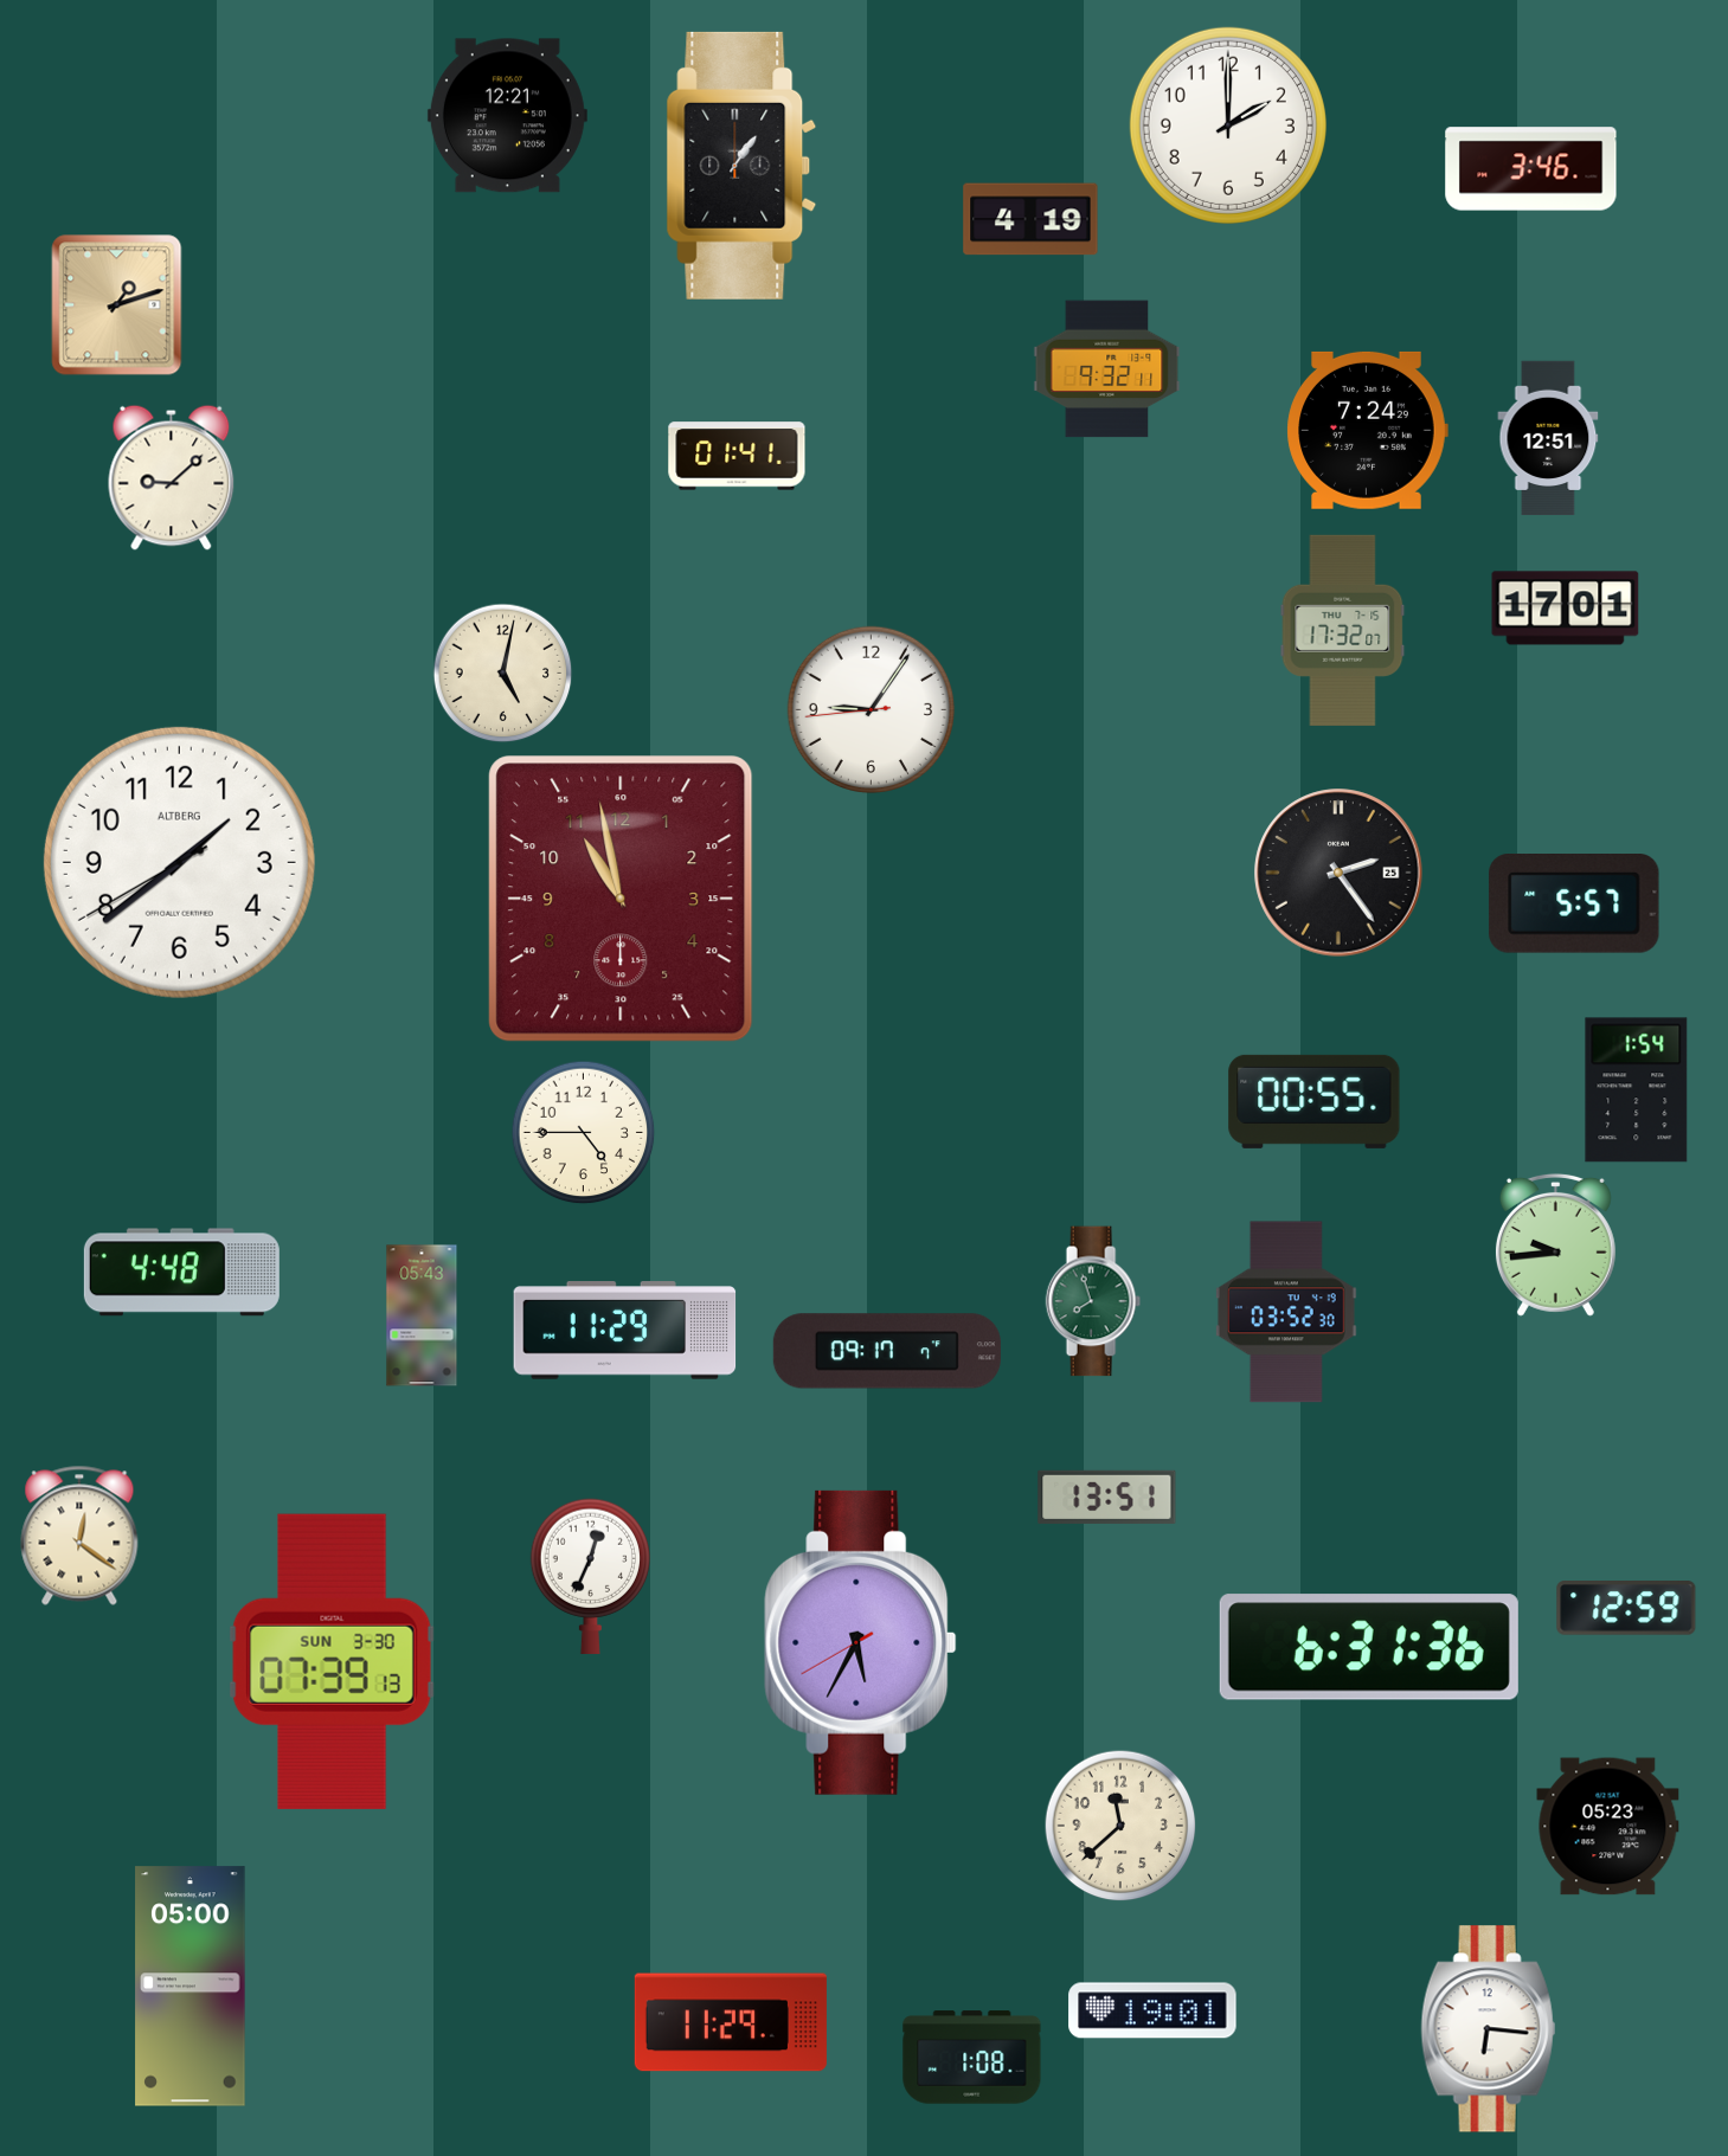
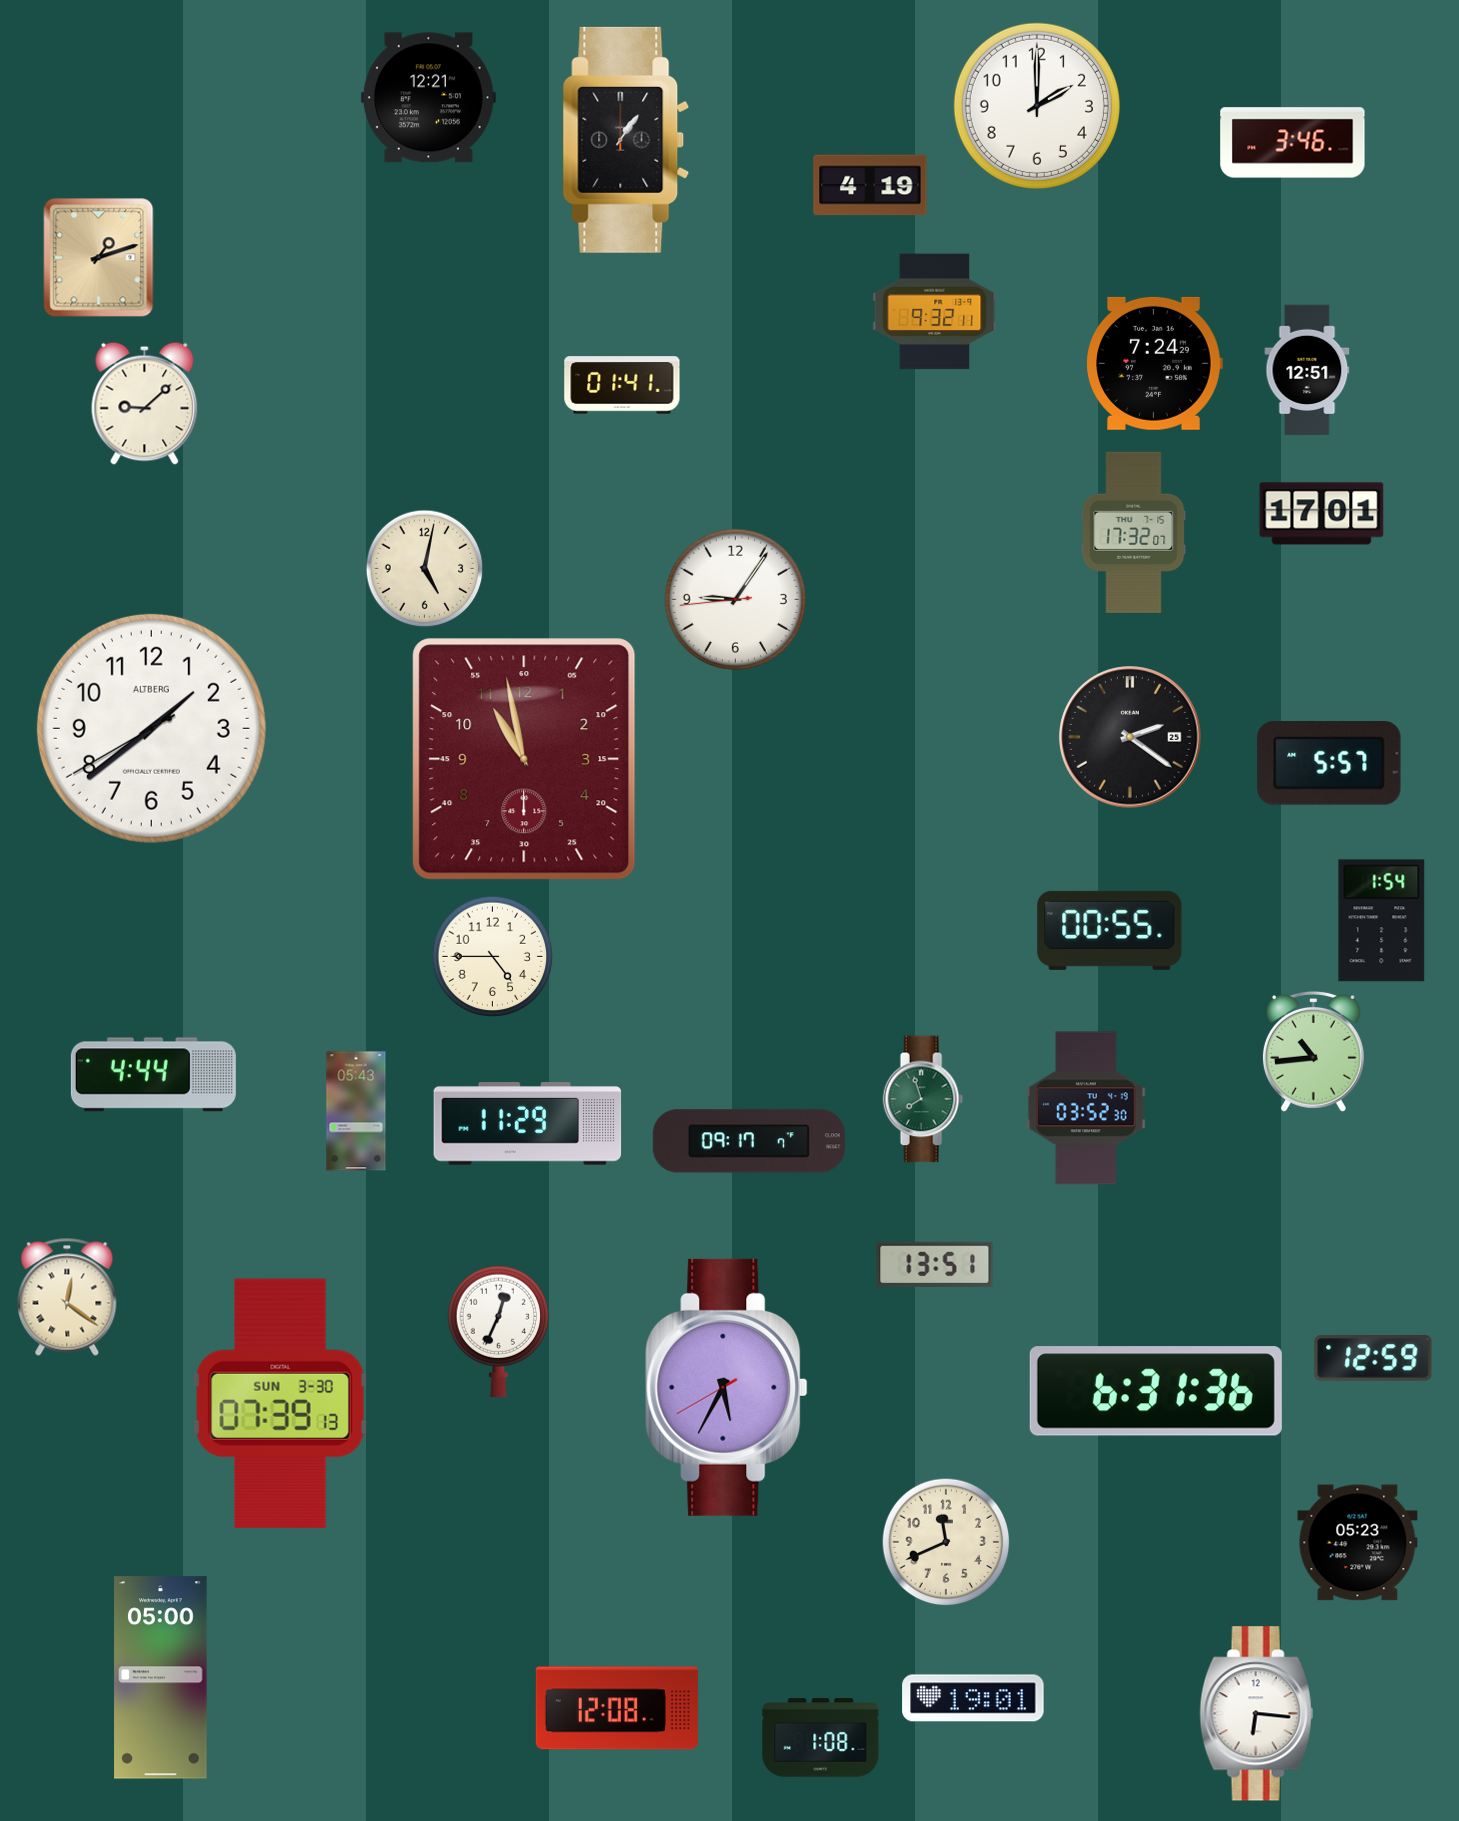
clock at (1338, 873): 2:24 -> 2:21
clock at (1555, 1244): 9:44 -> 10:44
clock at (181, 1273): 4:48 -> 4:44
clock at (1120, 1826): 11:38 -> 11:41
clock at (731, 2022): 11:29 -> 12:08
